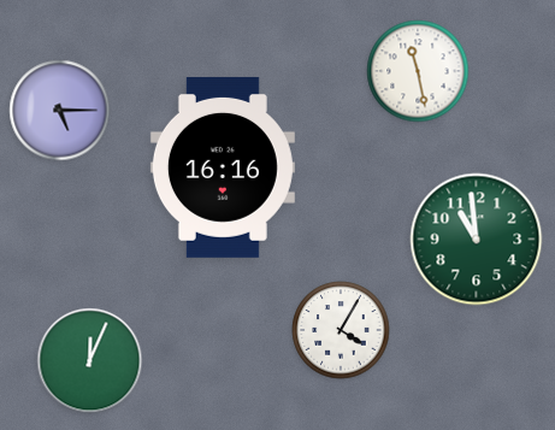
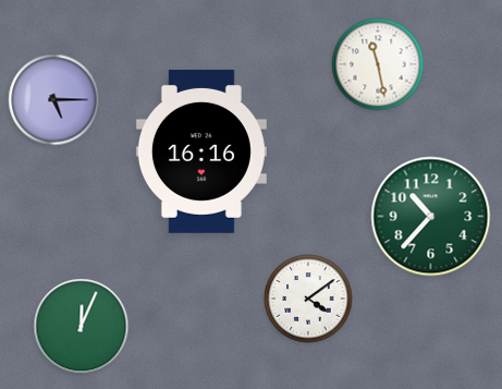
clock at (477, 240): 10:59 -> 10:37
clock at (341, 330): 4:05 -> 4:09
